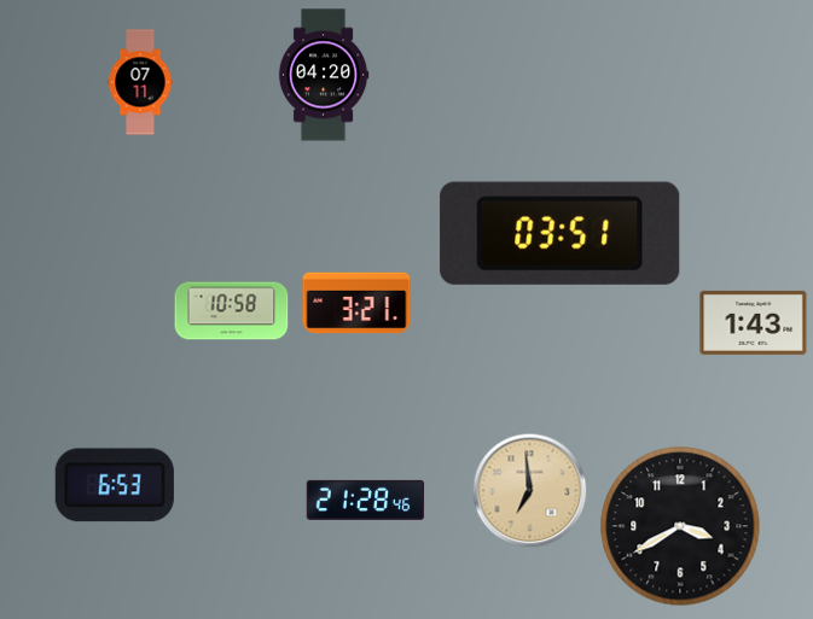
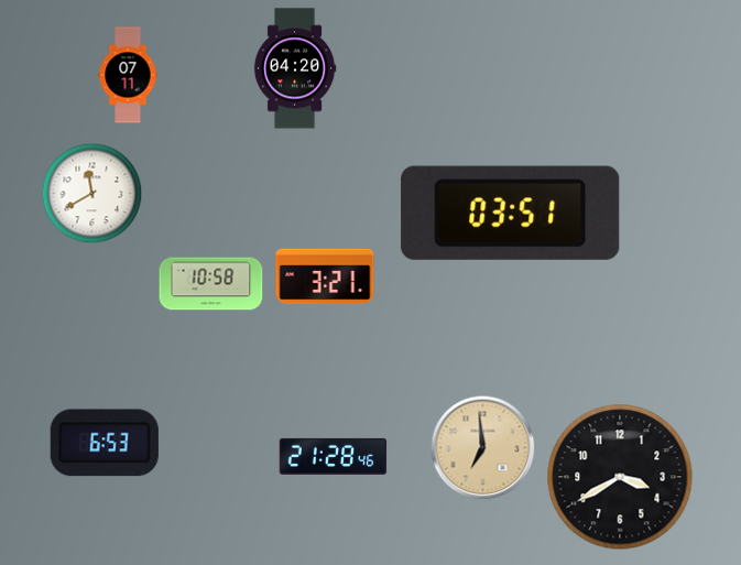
clock at (92, 194): none -> 11:40
clock at (754, 322): 1:43 -> none
clock at (680, 526) position: (680, 526) -> (620, 477)
